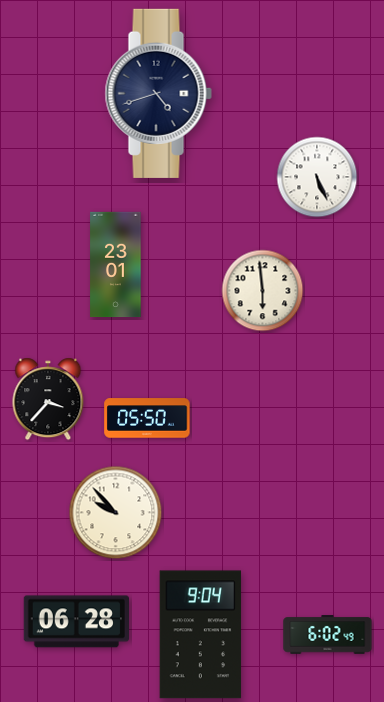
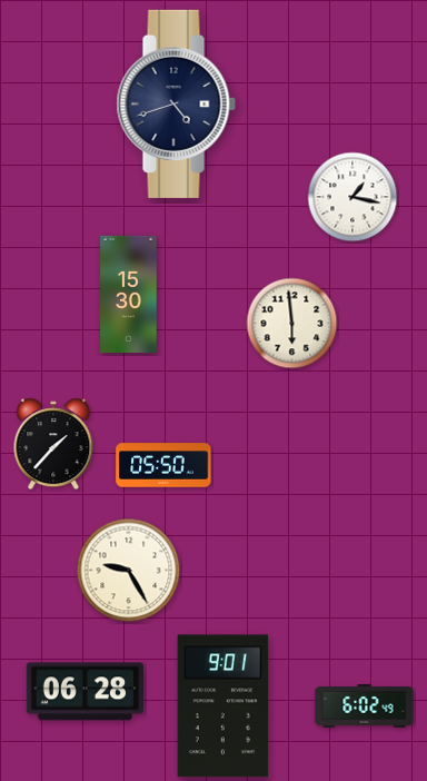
clock at (317, 177): 5:26 -> 1:17
clock at (116, 265): 23:01 -> 15:30
clock at (48, 399): 3:37 -> 1:37
clock at (116, 513): 9:53 -> 9:25
clock at (201, 635): 9:04 -> 9:01
